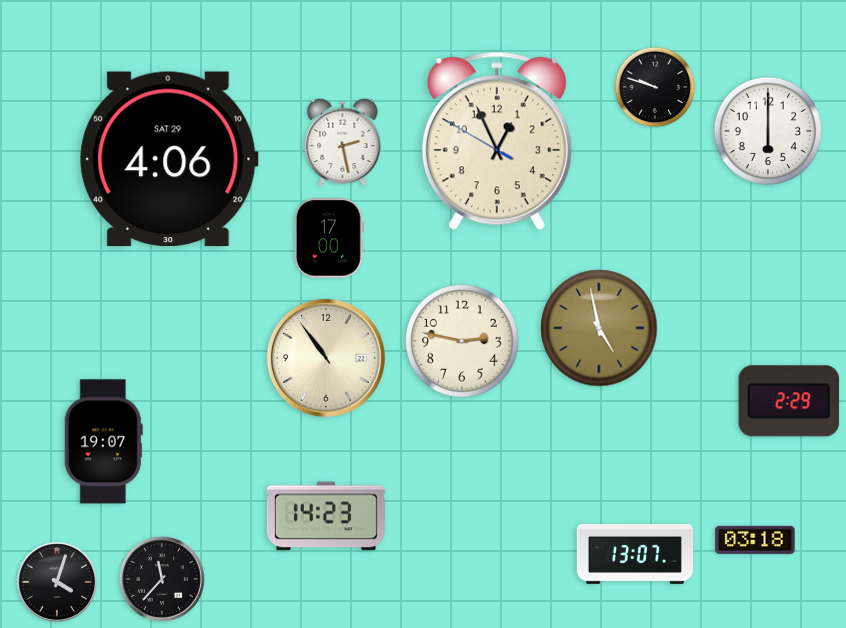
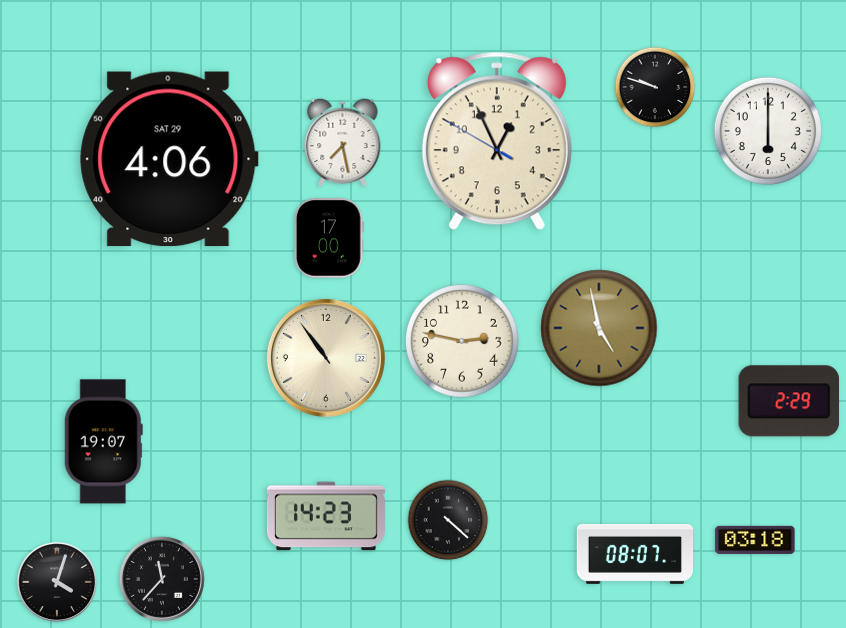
clock at (343, 142): 2:28 -> 7:28
clock at (448, 520): none -> 4:22
clock at (634, 554): 13:07 -> 08:07
